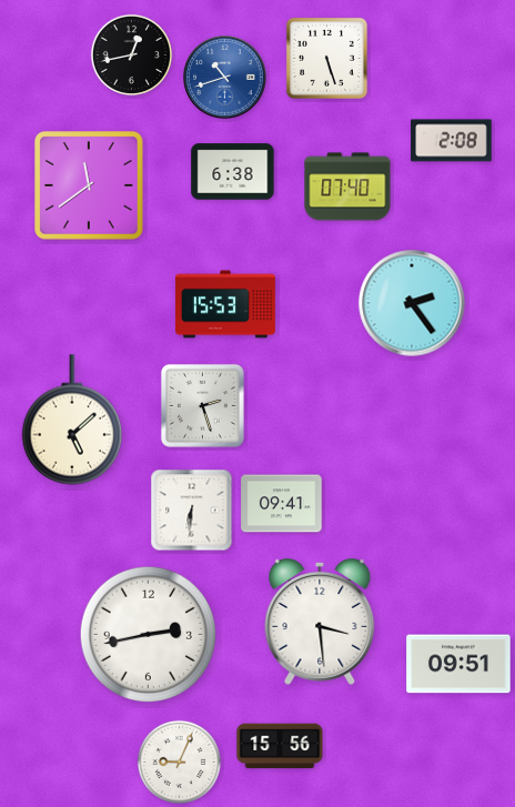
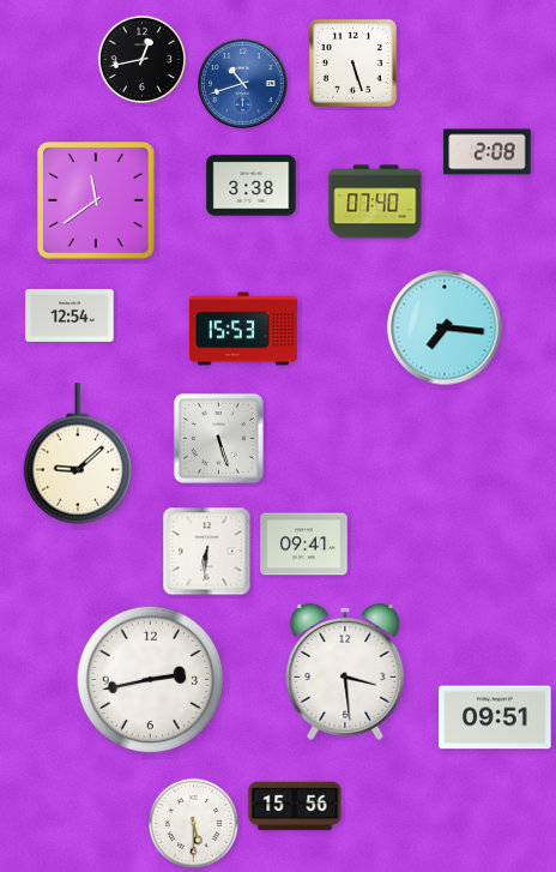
clock at (233, 172): 6:38 -> 3:38
clock at (69, 315): none -> 12:54
clock at (412, 303): 2:24 -> 7:16
clock at (202, 405): 2:27 -> 5:27
clock at (72, 420): 5:08 -> 9:08
clock at (149, 635) position: (149, 635) -> (151, 680)
clock at (280, 746) position: (280, 746) -> (295, 806)
clock at (179, 761): 9:04 -> 5:30
